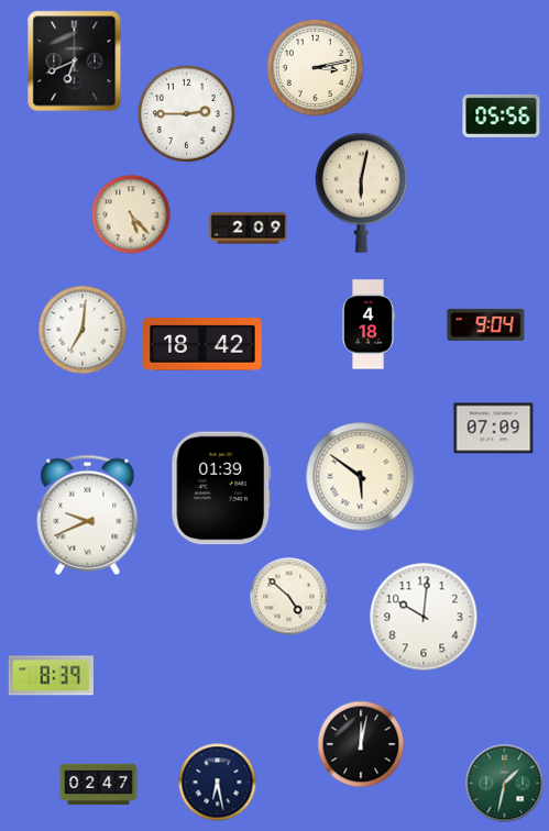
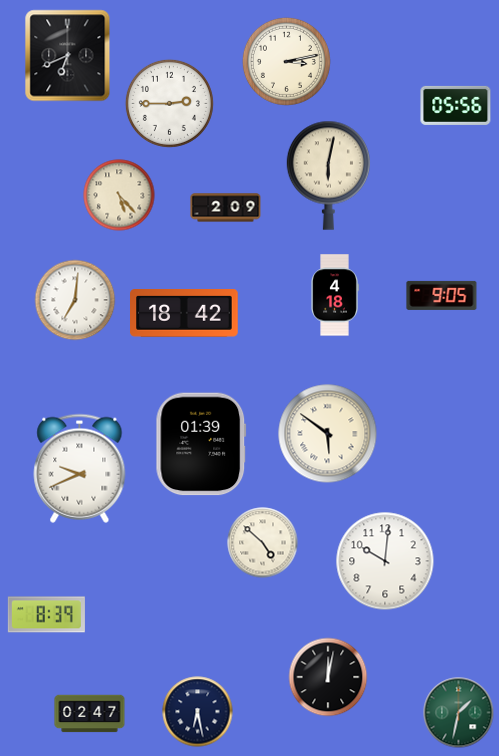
clock at (486, 324): 9:04 -> 9:05
clock at (494, 429): 07:09 -> none
